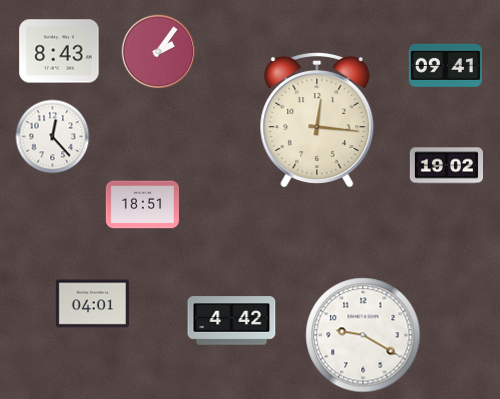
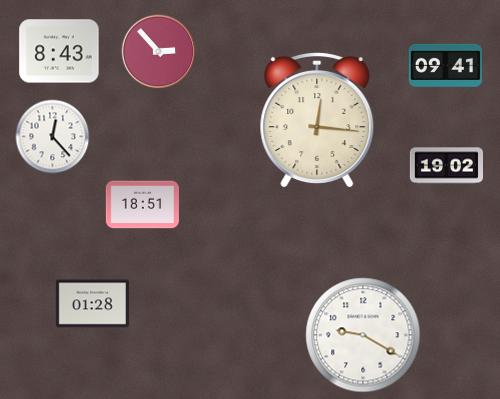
clock at (159, 52): 2:06 -> 2:53
clock at (92, 304): 04:01 -> 01:28
clock at (232, 321): 4:42 -> none
